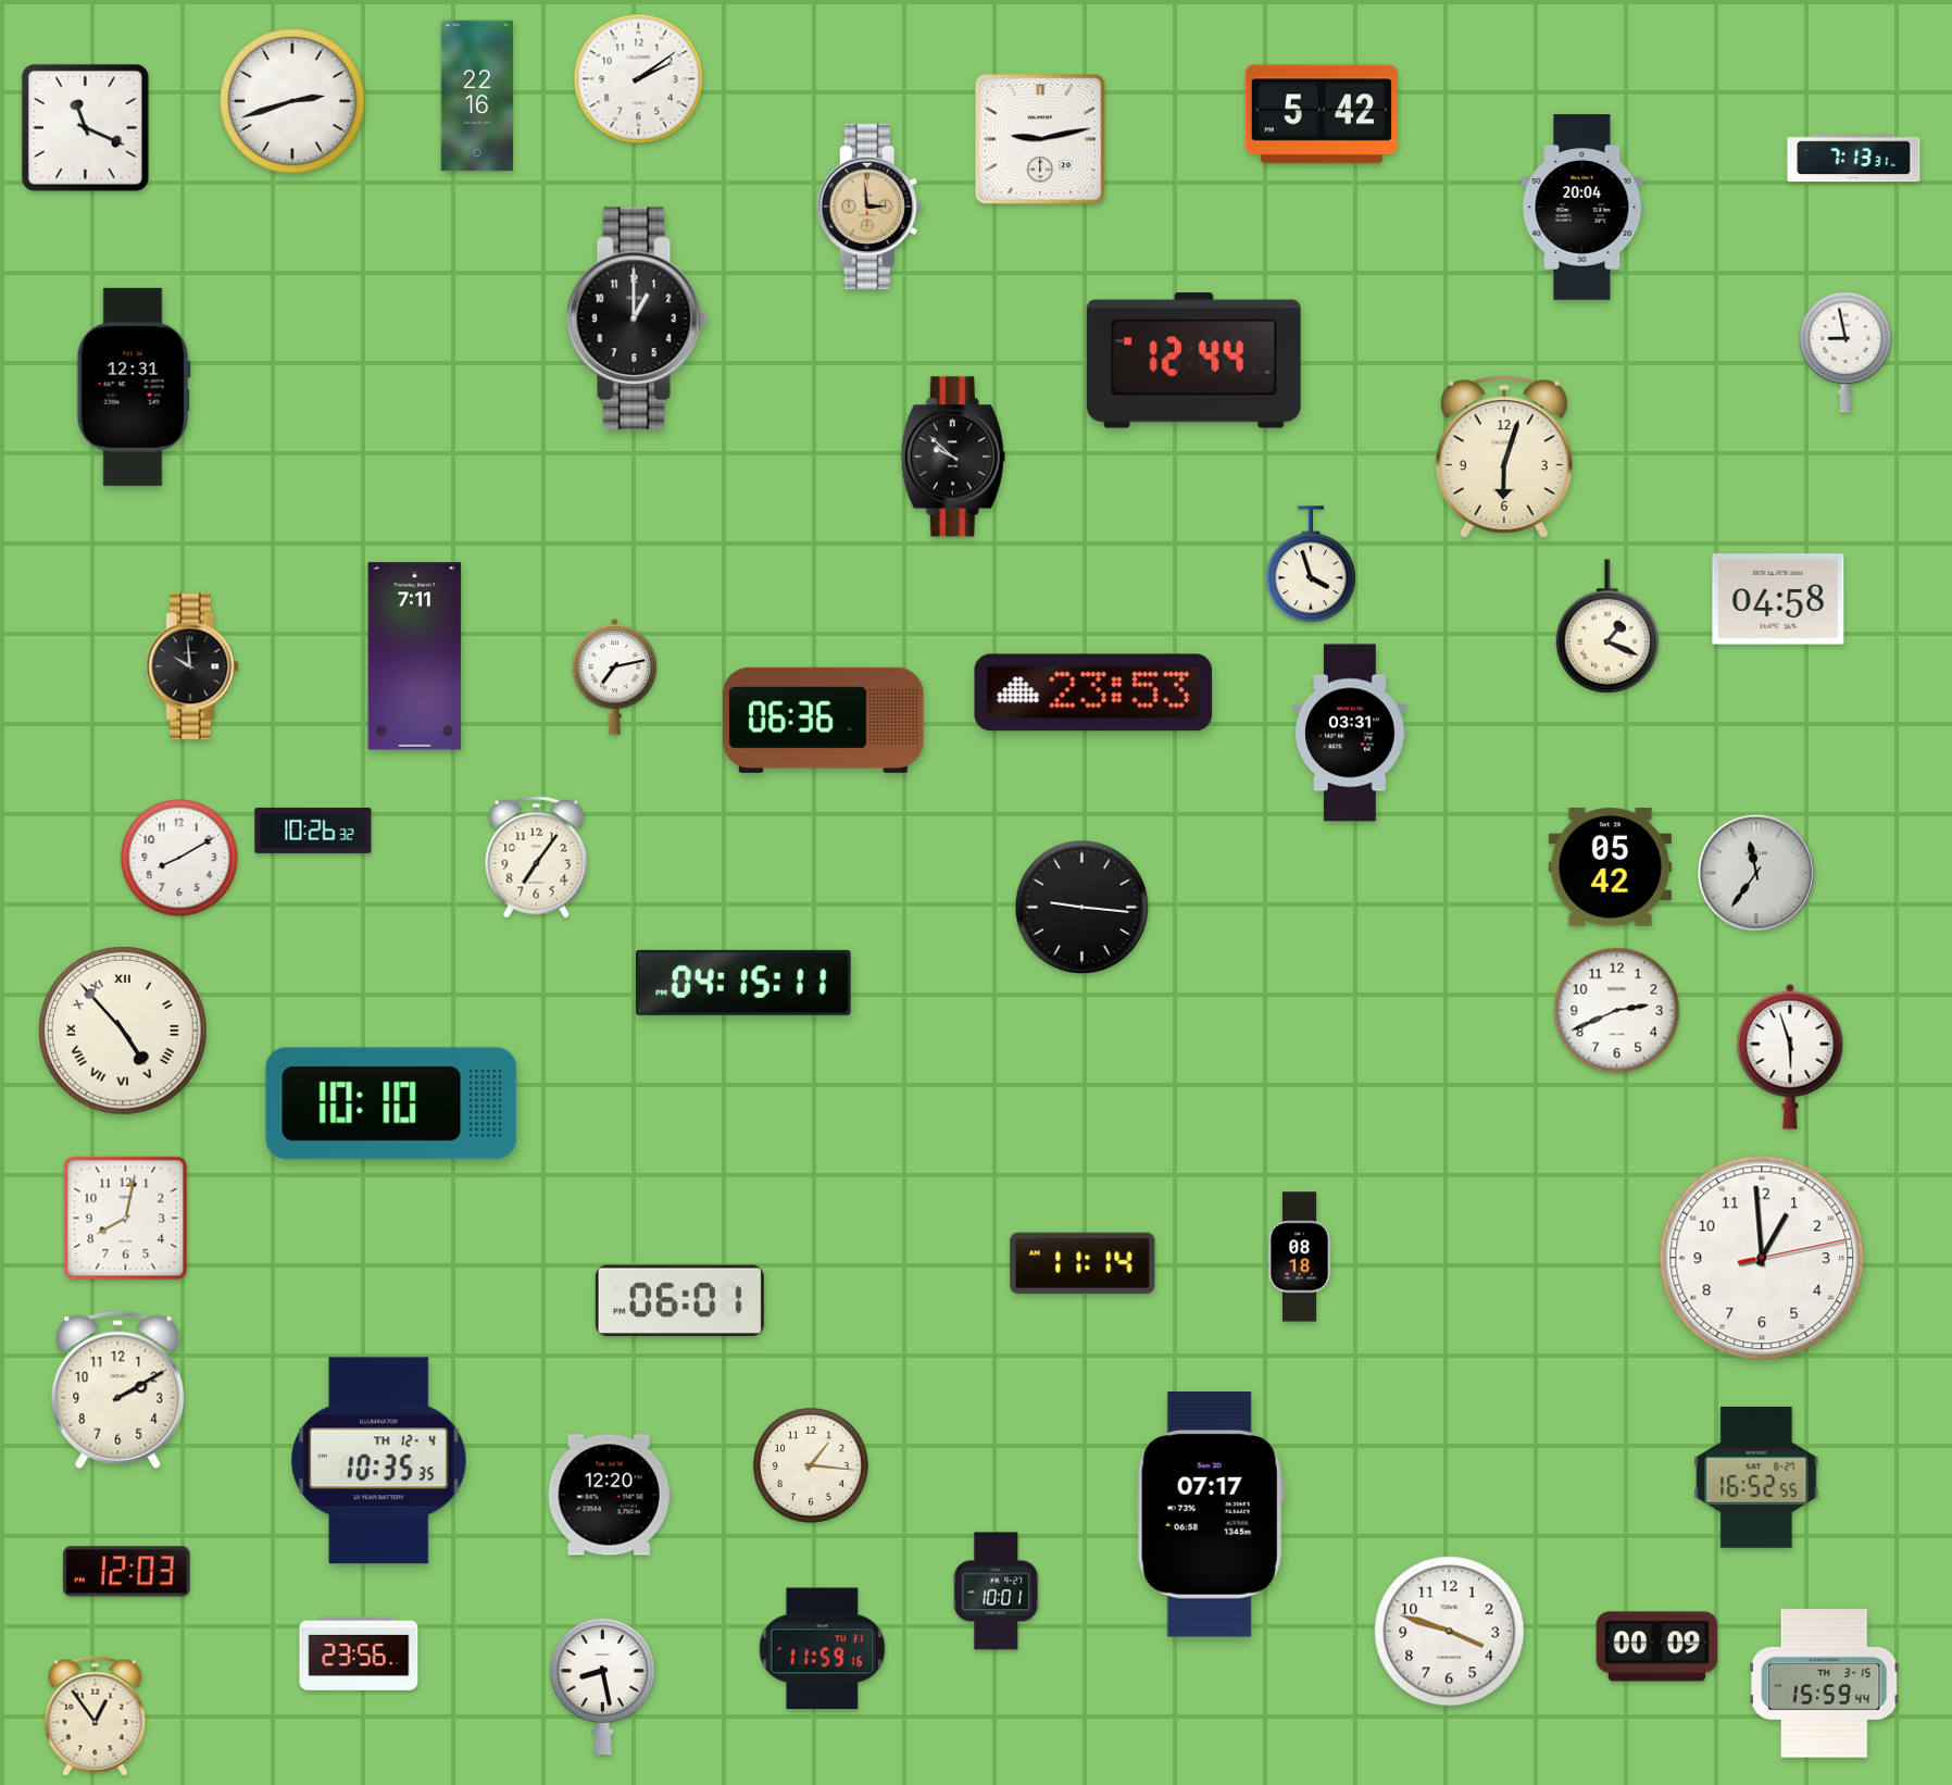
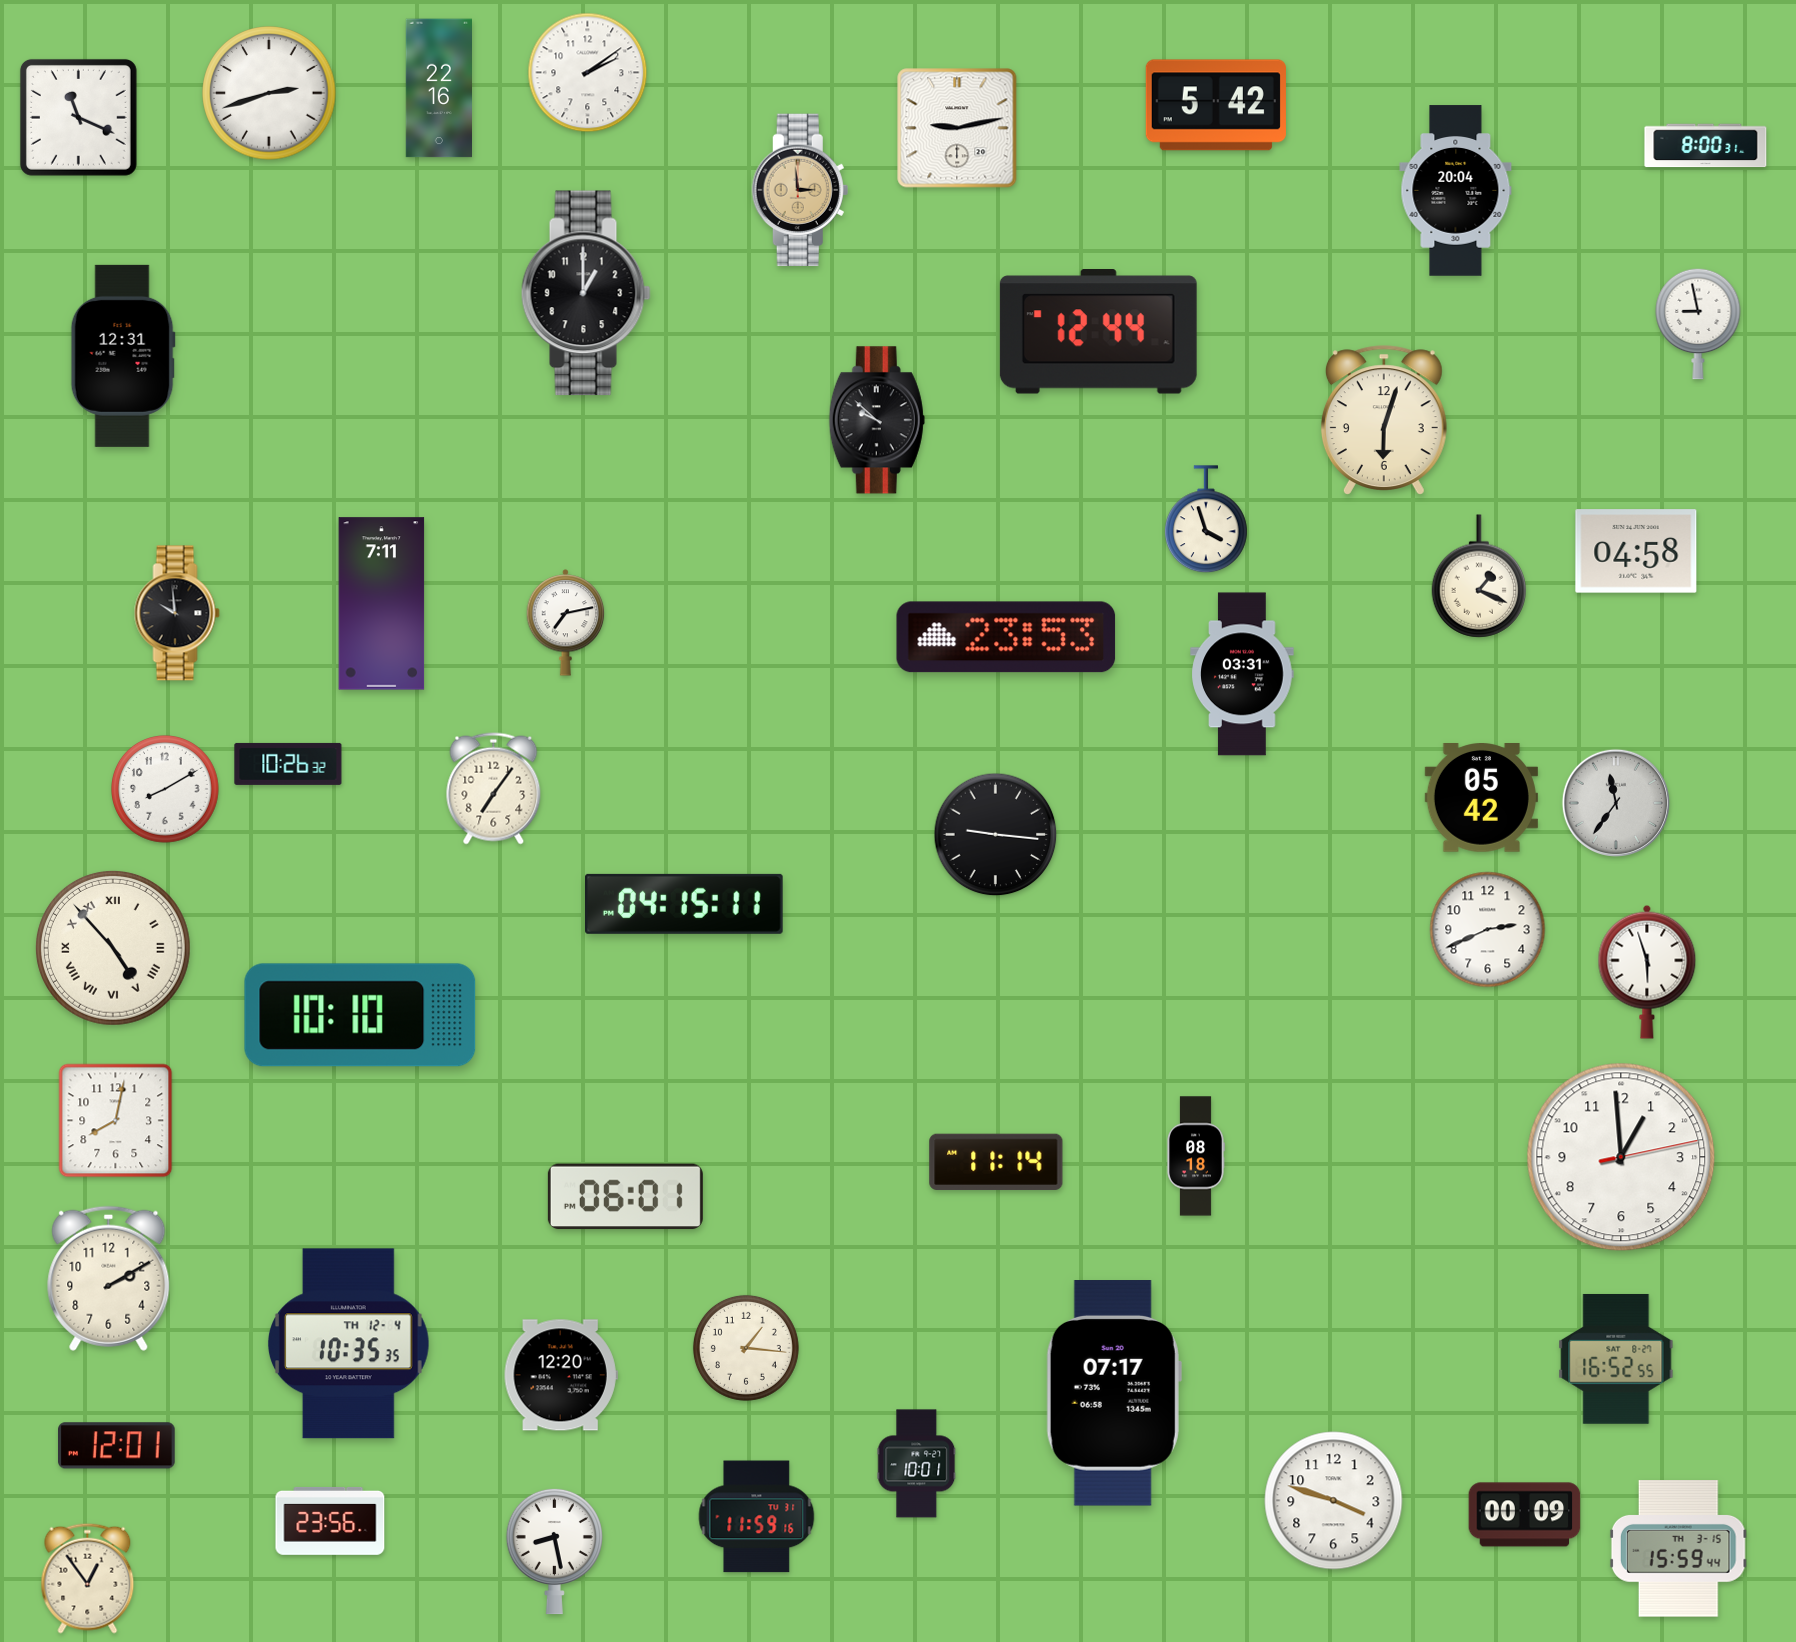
clock at (1854, 159): 7:13 -> 8:00
clock at (824, 720): 06:36 -> none
clock at (127, 1572): 12:03 -> 12:01
